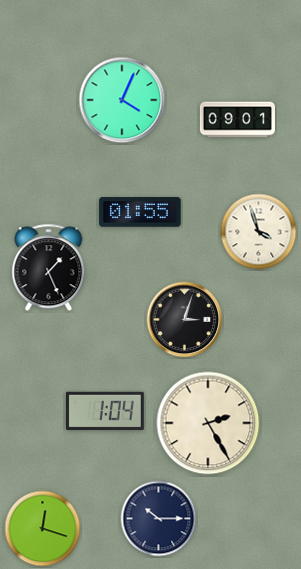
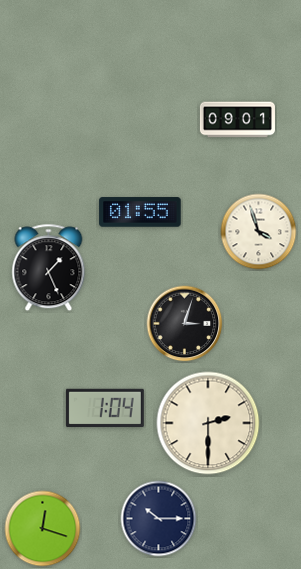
clock at (122, 100): 4:04 -> none
clock at (185, 320) position: (185, 320) -> (185, 324)
clock at (105, 410) position: (105, 410) -> (105, 407)
clock at (208, 423): 2:25 -> 2:30
